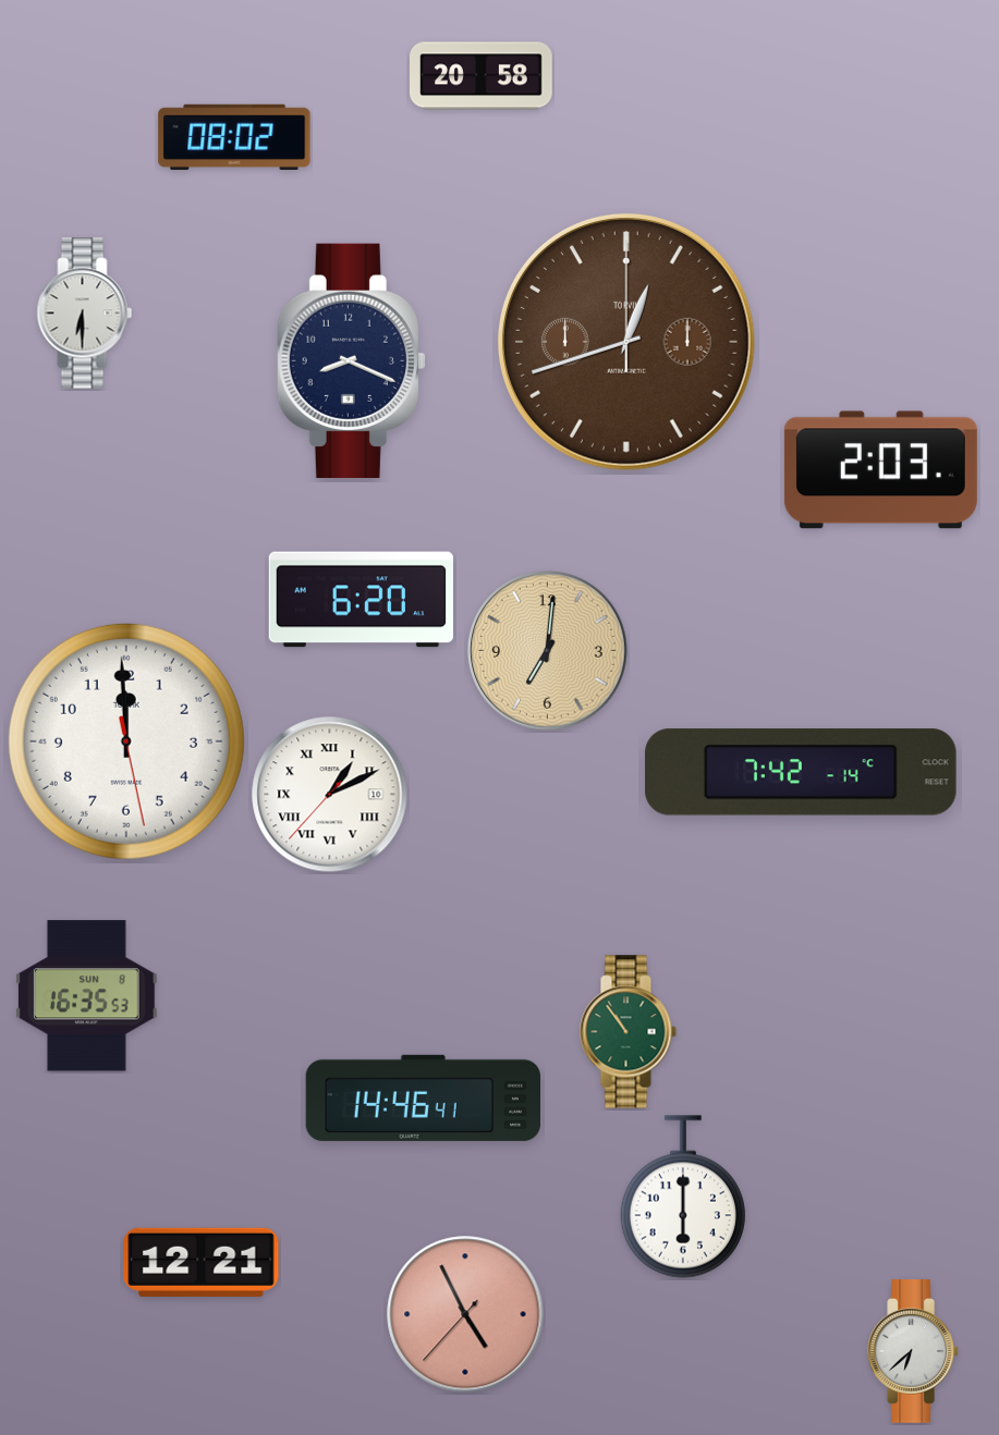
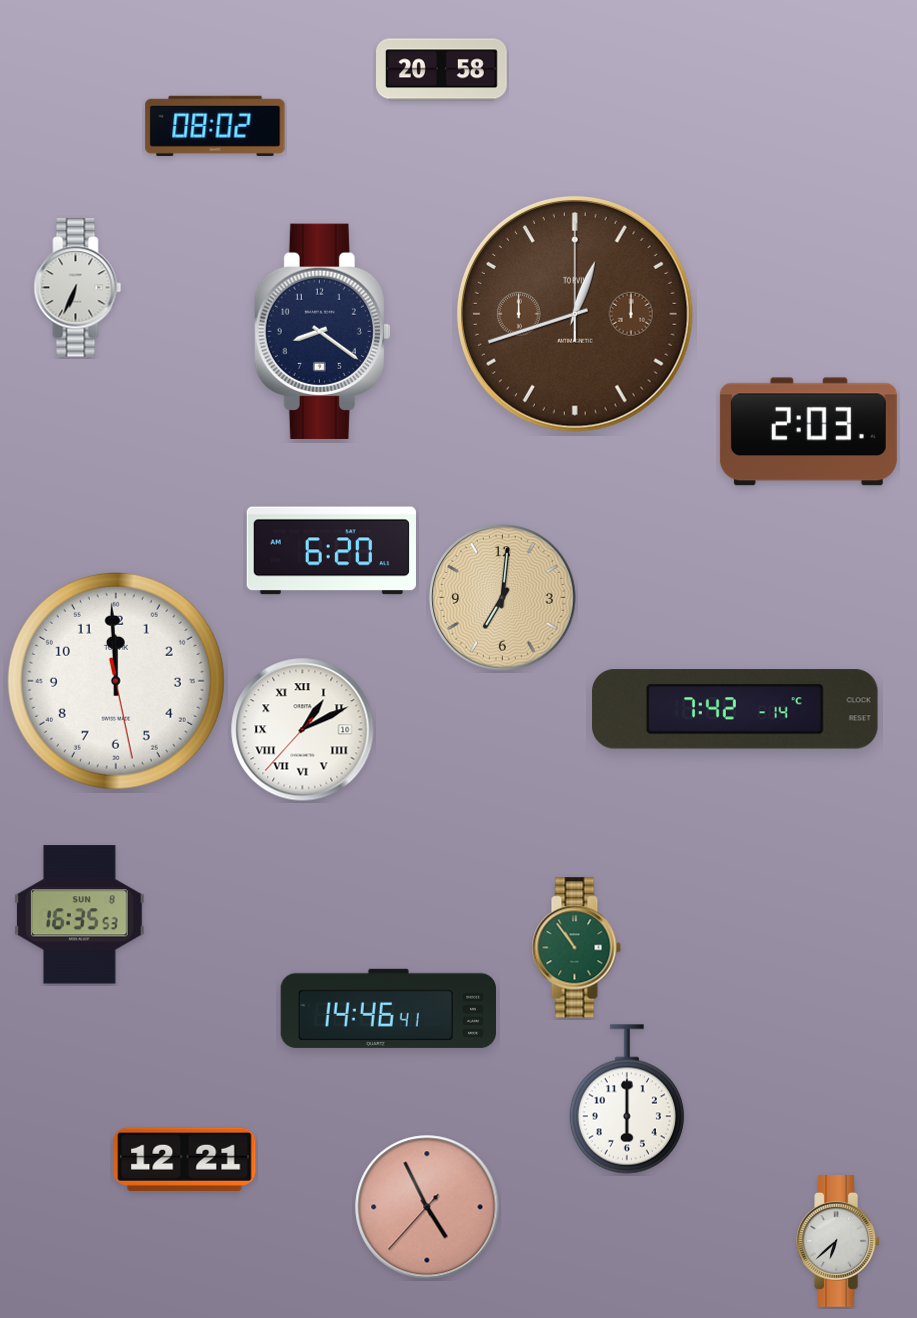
clock at (85, 314): 6:30 -> 6:34
clock at (351, 360): 8:19 -> 8:21
